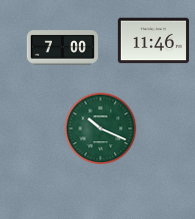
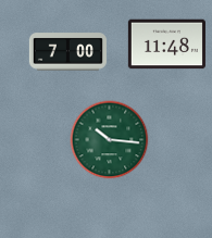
clock at (153, 41): 11:46 -> 11:48
clock at (101, 129): 10:19 -> 10:16
